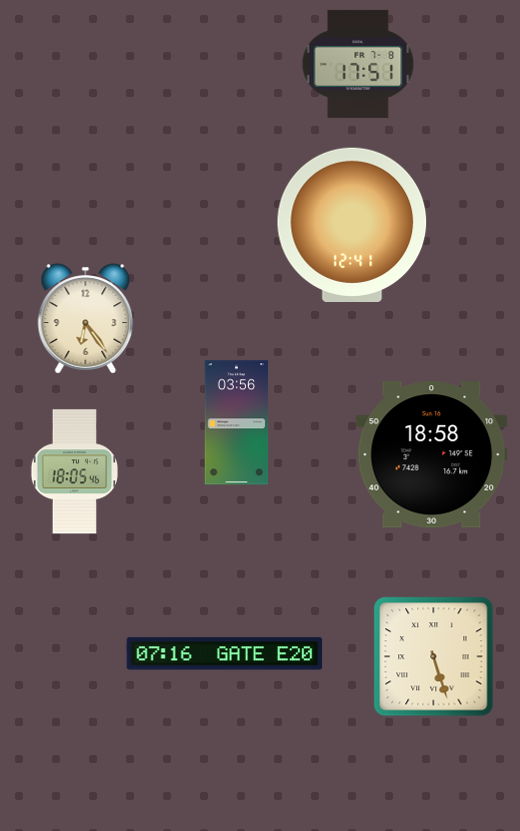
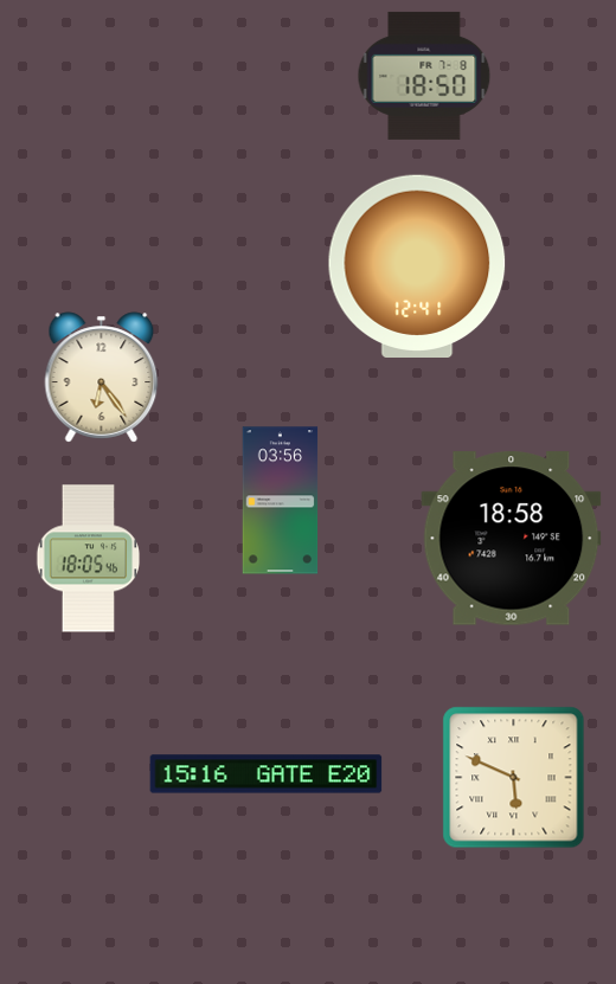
clock at (358, 64): 17:51 -> 18:50
clock at (225, 654): 07:16 -> 15:16
clock at (434, 657): 5:27 -> 5:49
